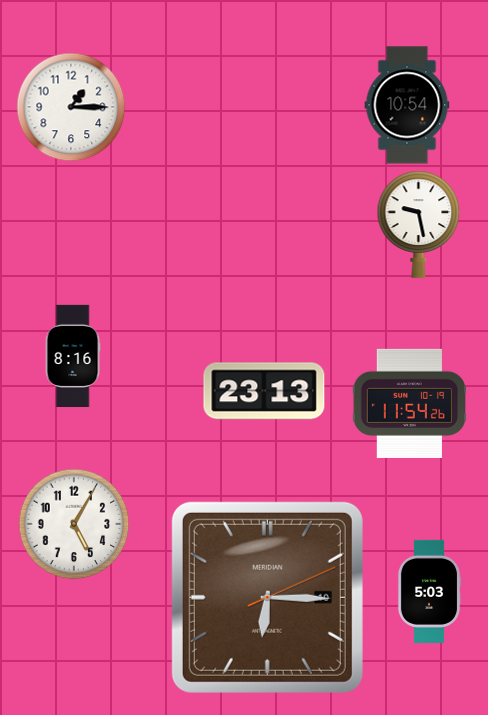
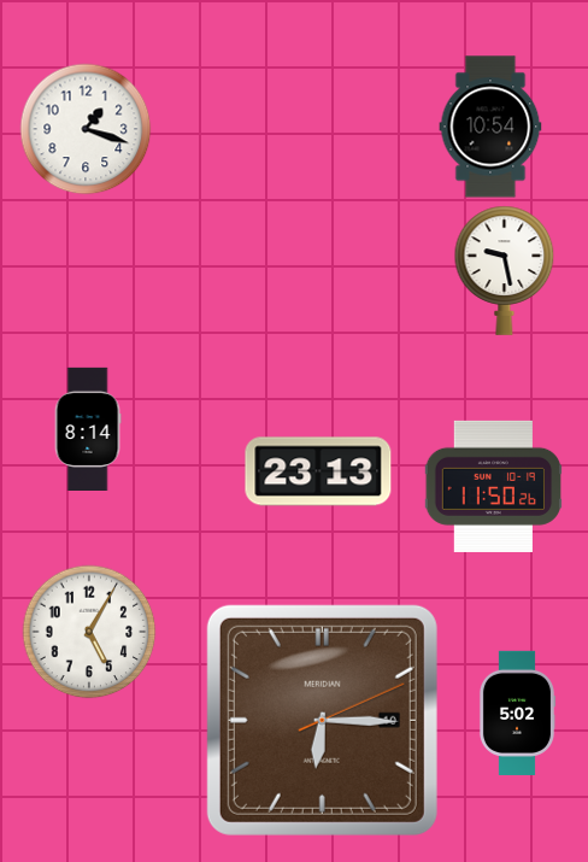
clock at (71, 107): 1:15 -> 1:18
clock at (73, 355): 8:16 -> 8:14
clock at (409, 403): 11:54 -> 11:50
clock at (429, 591): 5:03 -> 5:02
